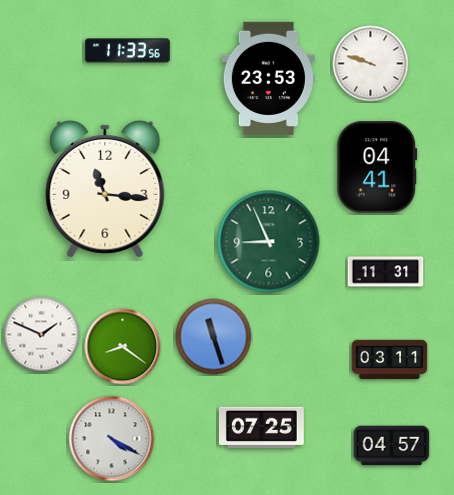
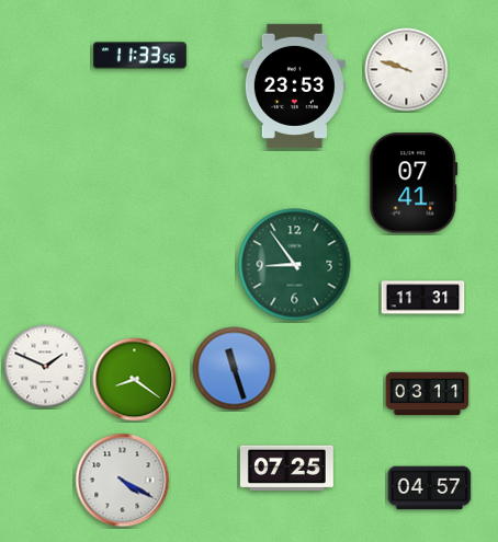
clock at (377, 167): 04:41 -> 07:41
clock at (105, 189): 11:16 -> none
clock at (269, 242): 8:56 -> 8:54
